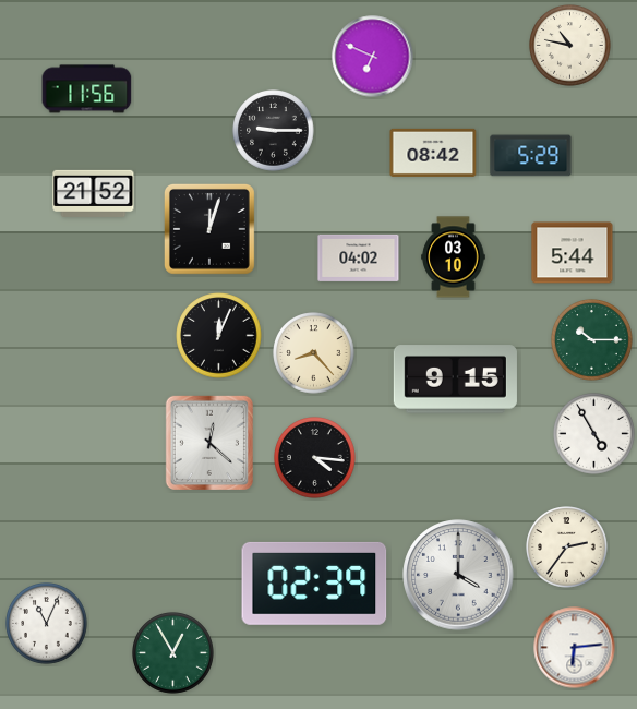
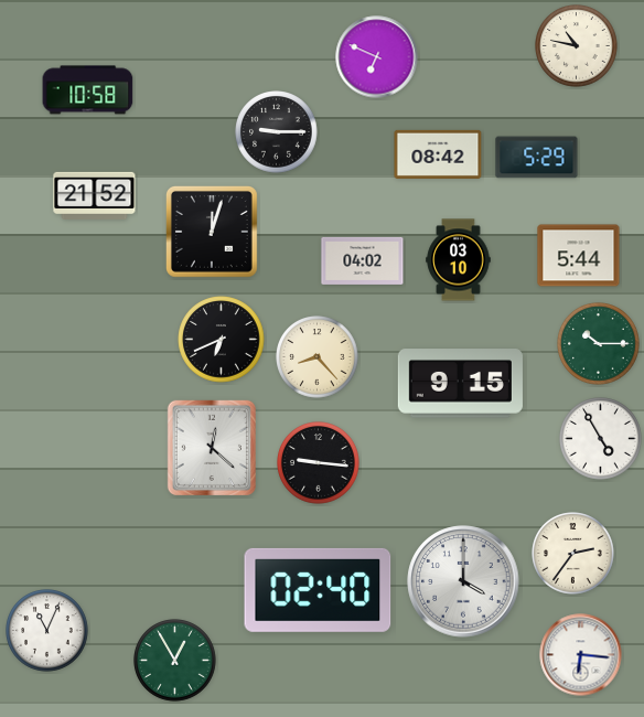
clock at (87, 89): 11:56 -> 10:58
clock at (219, 336): 12:04 -> 6:41
clock at (315, 458): 4:16 -> 9:16
clock at (314, 584): 02:39 -> 02:40
clock at (575, 648): 6:14 -> 6:16
